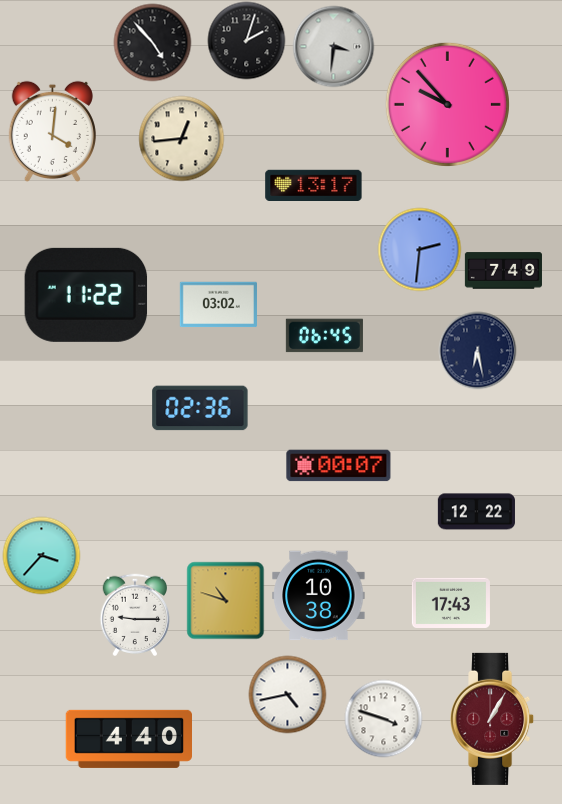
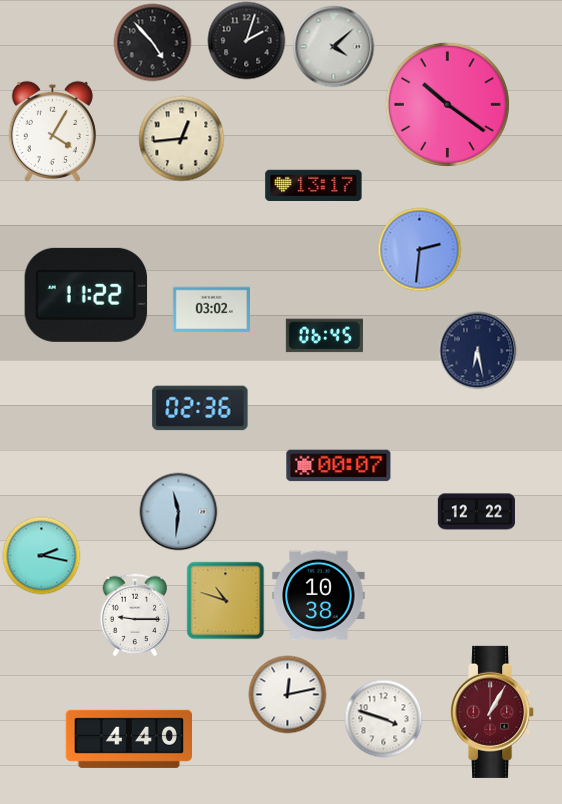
clock at (333, 46): 3:31 -> 4:08
clock at (447, 104): 9:53 -> 10:21
clock at (52, 131): 4:01 -> 4:05
clock at (503, 271): 7:49 -> none
clock at (218, 305) position: (218, 305) -> (211, 310)
clock at (178, 511): none -> 11:31
clock at (41, 555): 3:37 -> 2:17
clock at (451, 603): 17:43 -> none
clock at (287, 694): 4:43 -> 12:13
clock at (493, 719) position: (493, 719) -> (493, 712)
